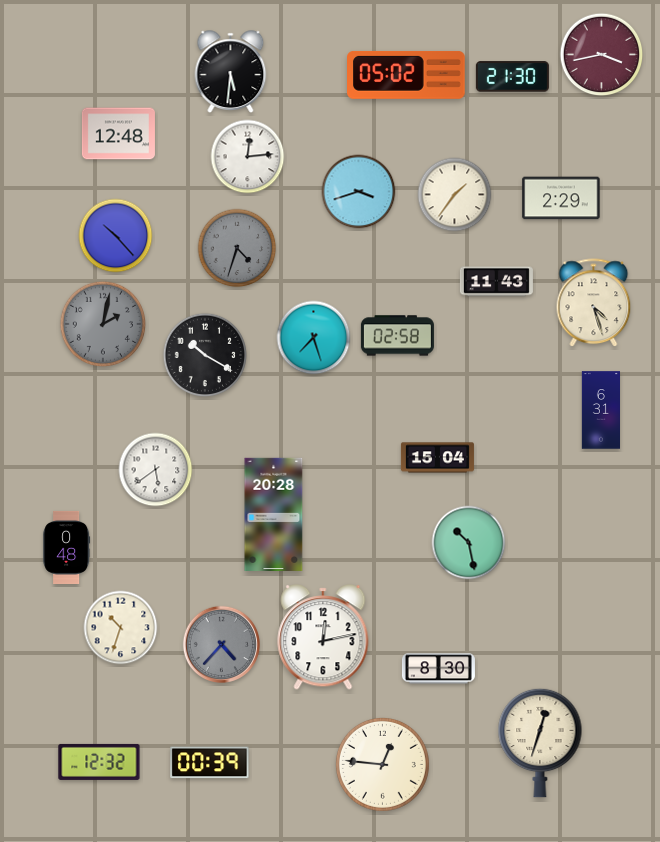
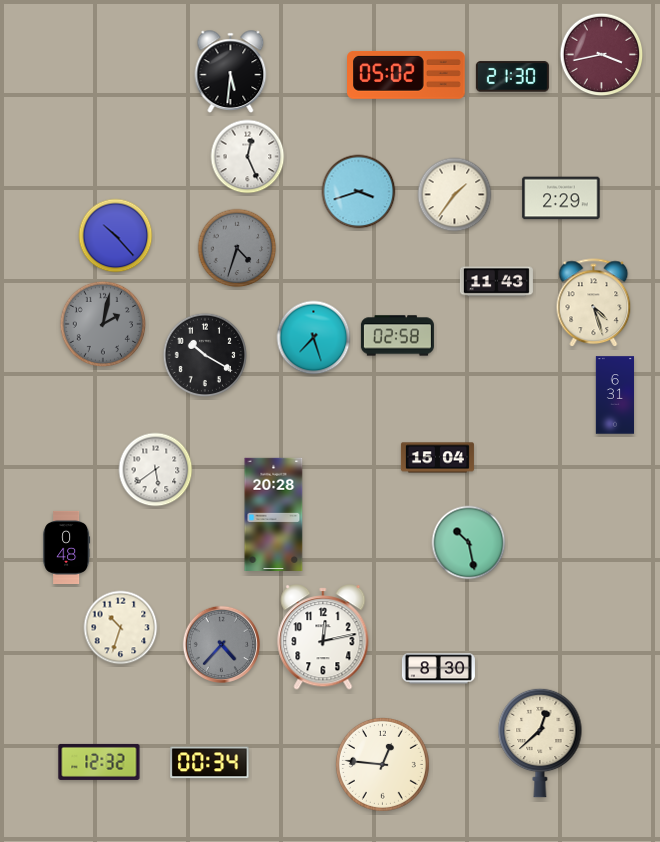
clock at (118, 134): 12:48 -> none
clock at (248, 157): 12:14 -> 12:26
clock at (601, 410) position: (601, 410) -> (615, 395)
clock at (540, 743): 12:33 -> 12:38
clock at (210, 763): 00:39 -> 00:34
